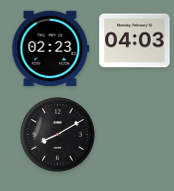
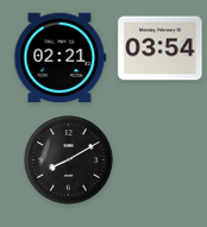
clock at (135, 41): 04:03 -> 03:54
clock at (51, 49): 02:23 -> 02:21
